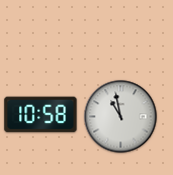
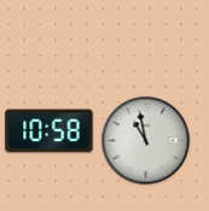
clock at (41, 115) position: (41, 115) -> (50, 131)
